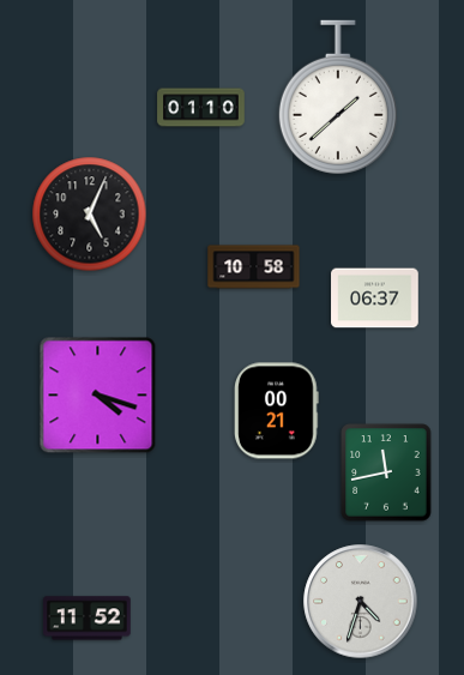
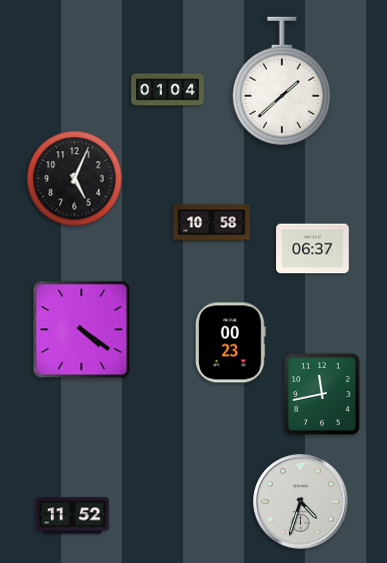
clock at (201, 108): 01:10 -> 01:04
clock at (98, 396): 4:18 -> 4:21
clock at (277, 411): 00:21 -> 00:23
